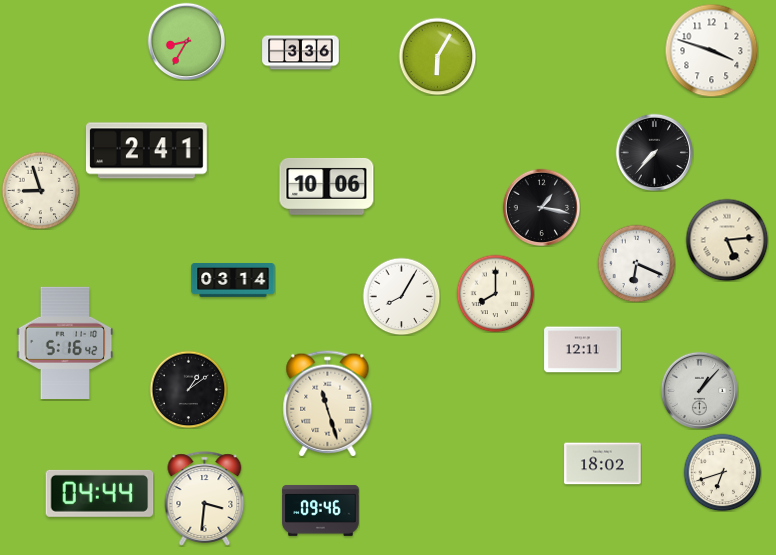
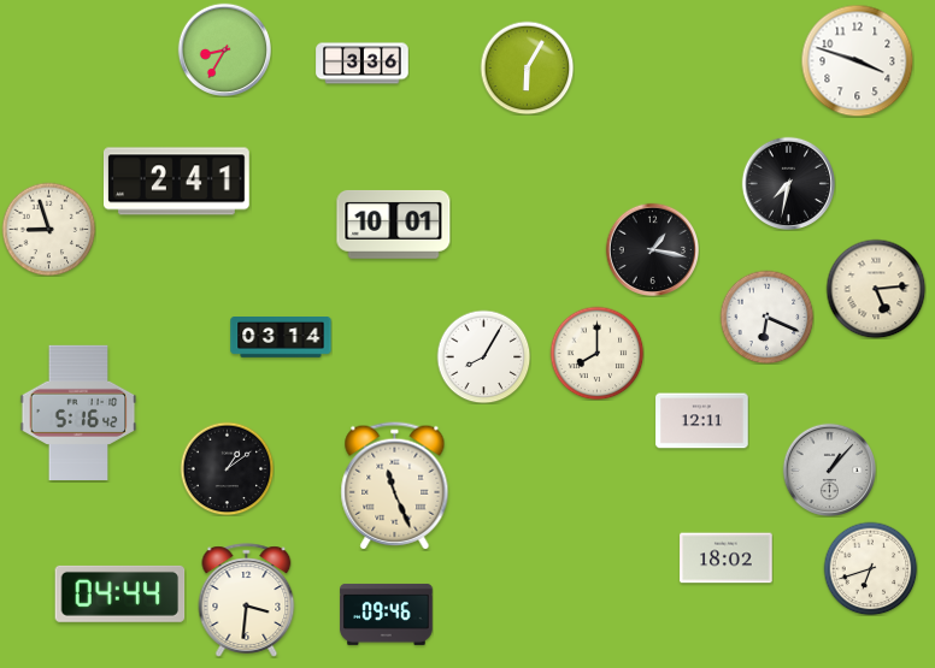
clock at (654, 152): 7:37 -> 7:32
clock at (327, 186): 10:06 -> 10:01
clock at (699, 390) position: (699, 390) -> (829, 469)
clock at (328, 404): 11:27 -> 11:26
